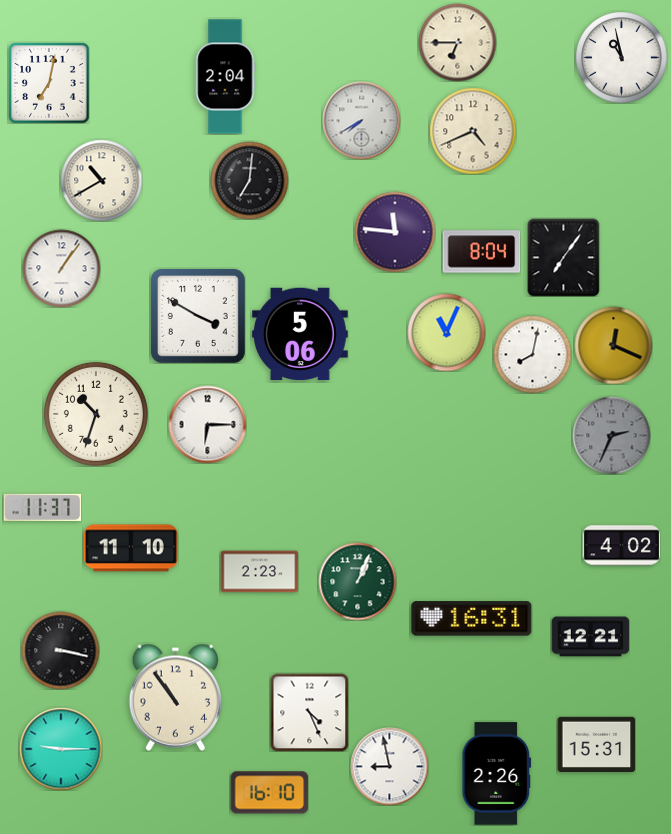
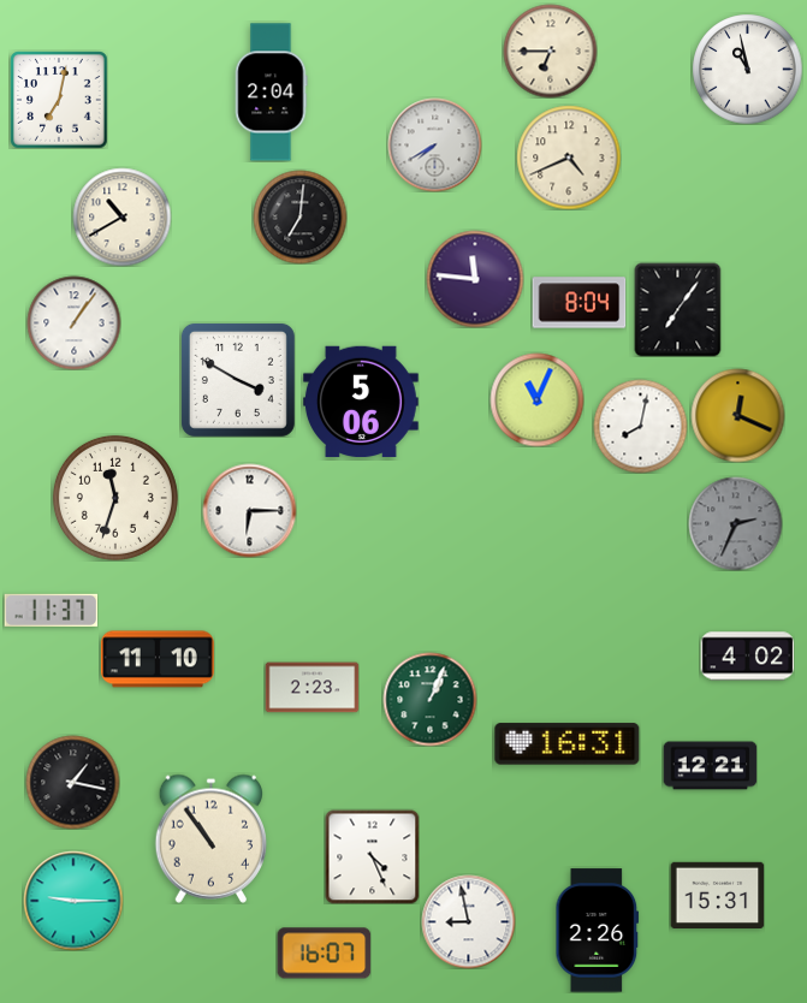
clock at (96, 414): 10:33 -> 11:33
clock at (60, 650): 3:17 -> 1:17
clock at (269, 793): 16:10 -> 16:07
